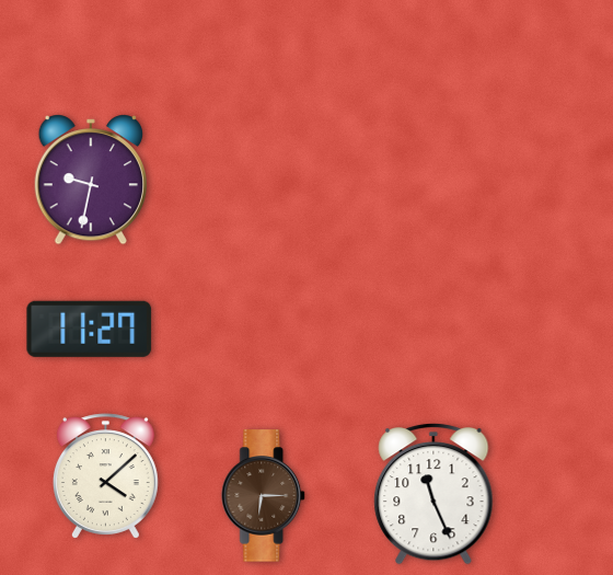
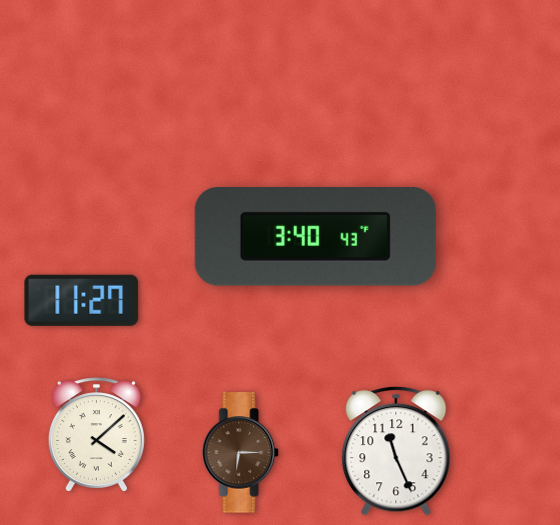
clock at (90, 181): 9:32 -> none
clock at (315, 237): none -> 3:40
